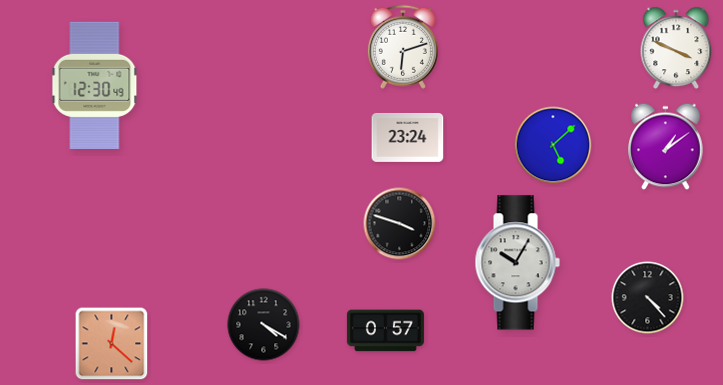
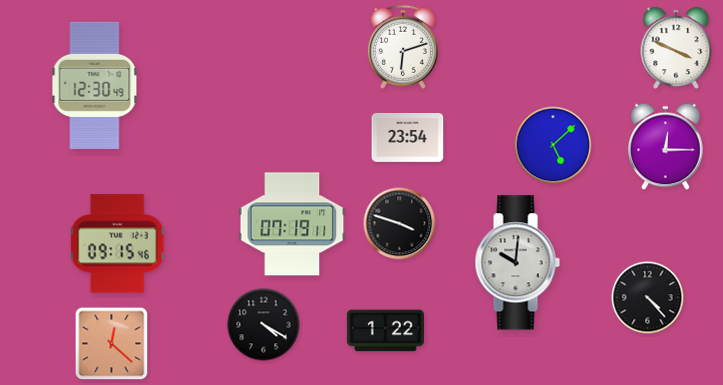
clock at (408, 137): 23:24 -> 23:54
clock at (666, 147): 1:09 -> 12:15
clock at (292, 224): none -> 07:19
clock at (117, 244): none -> 09:15
clock at (517, 263): 10:05 -> 10:01
clock at (385, 331): 0:57 -> 1:22
